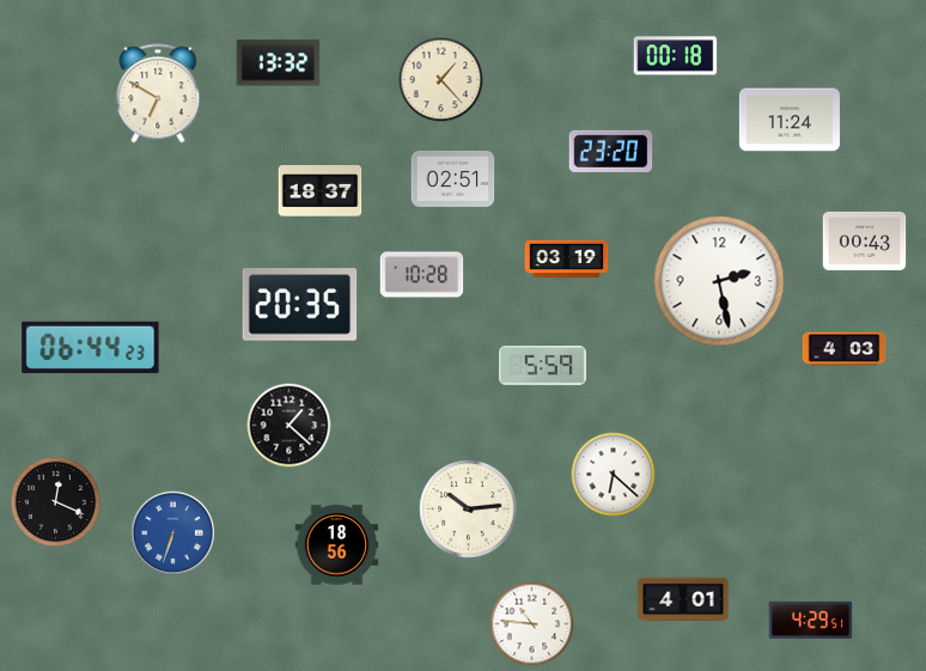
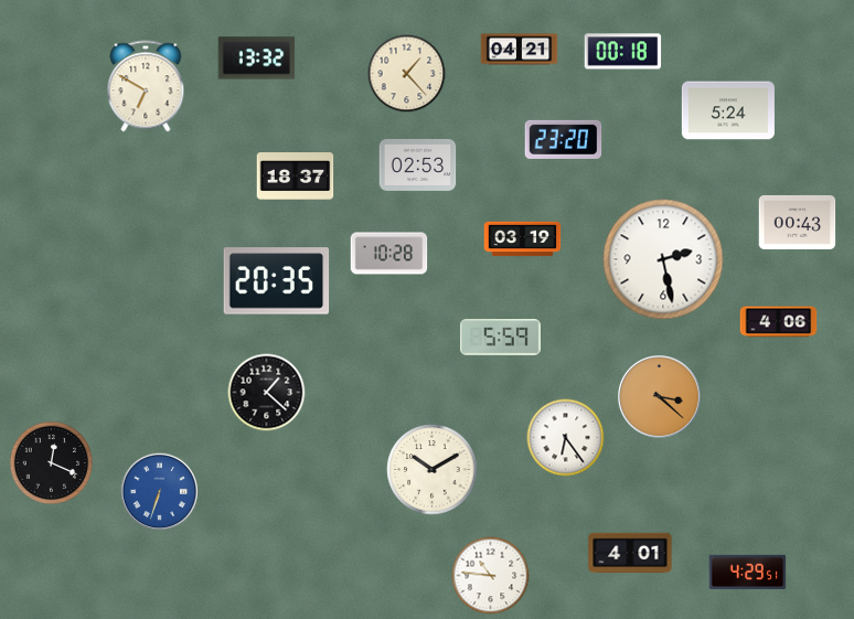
clock at (520, 50): none -> 04:21
clock at (790, 120): 11:24 -> 5:24
clock at (453, 178): 02:51 -> 02:53
clock at (91, 347): 06:44 -> none
clock at (845, 349): 4:03 -> 4:06
clock at (660, 397): none -> 3:22
clock at (614, 475): 6:22 -> 6:24
clock at (469, 510): 10:14 -> 10:10
clock at (337, 545): 18:56 -> none
